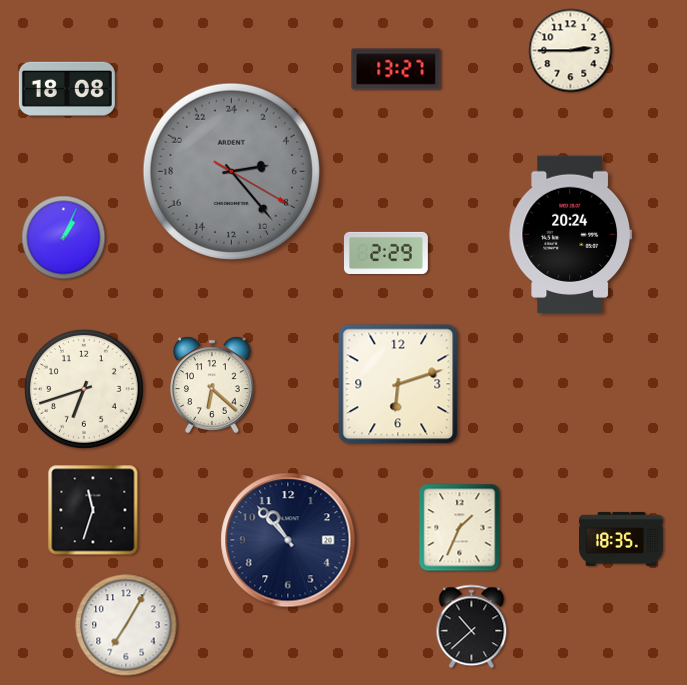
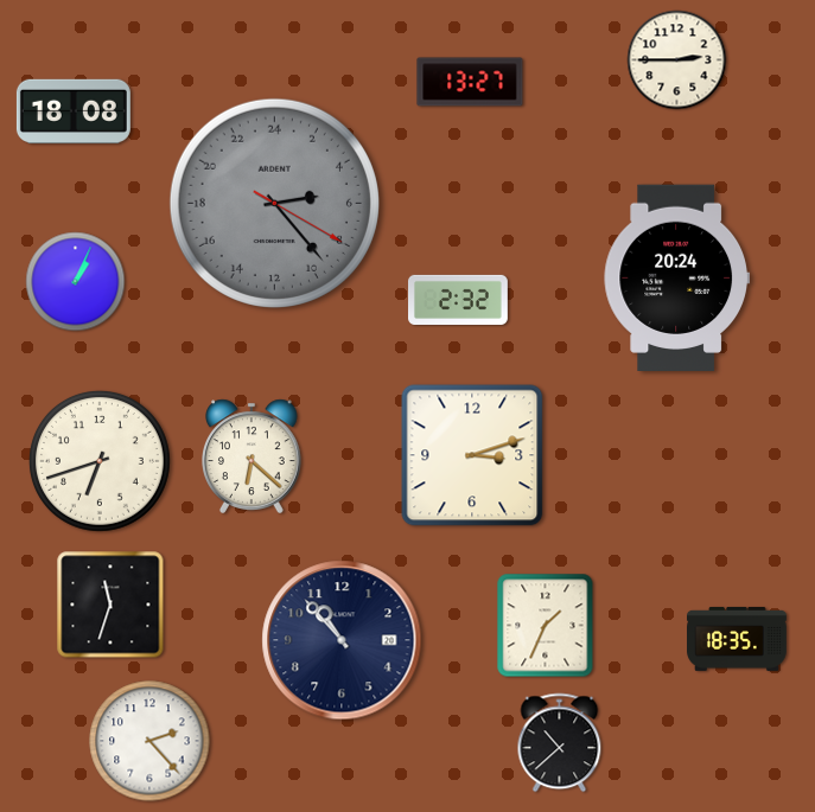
clock at (67, 89) position: (67, 89) -> (74, 111)
clock at (387, 253): 2:29 -> 2:32
clock at (398, 384): 6:12 -> 3:12
clock at (126, 625): 7:05 -> 2:23
